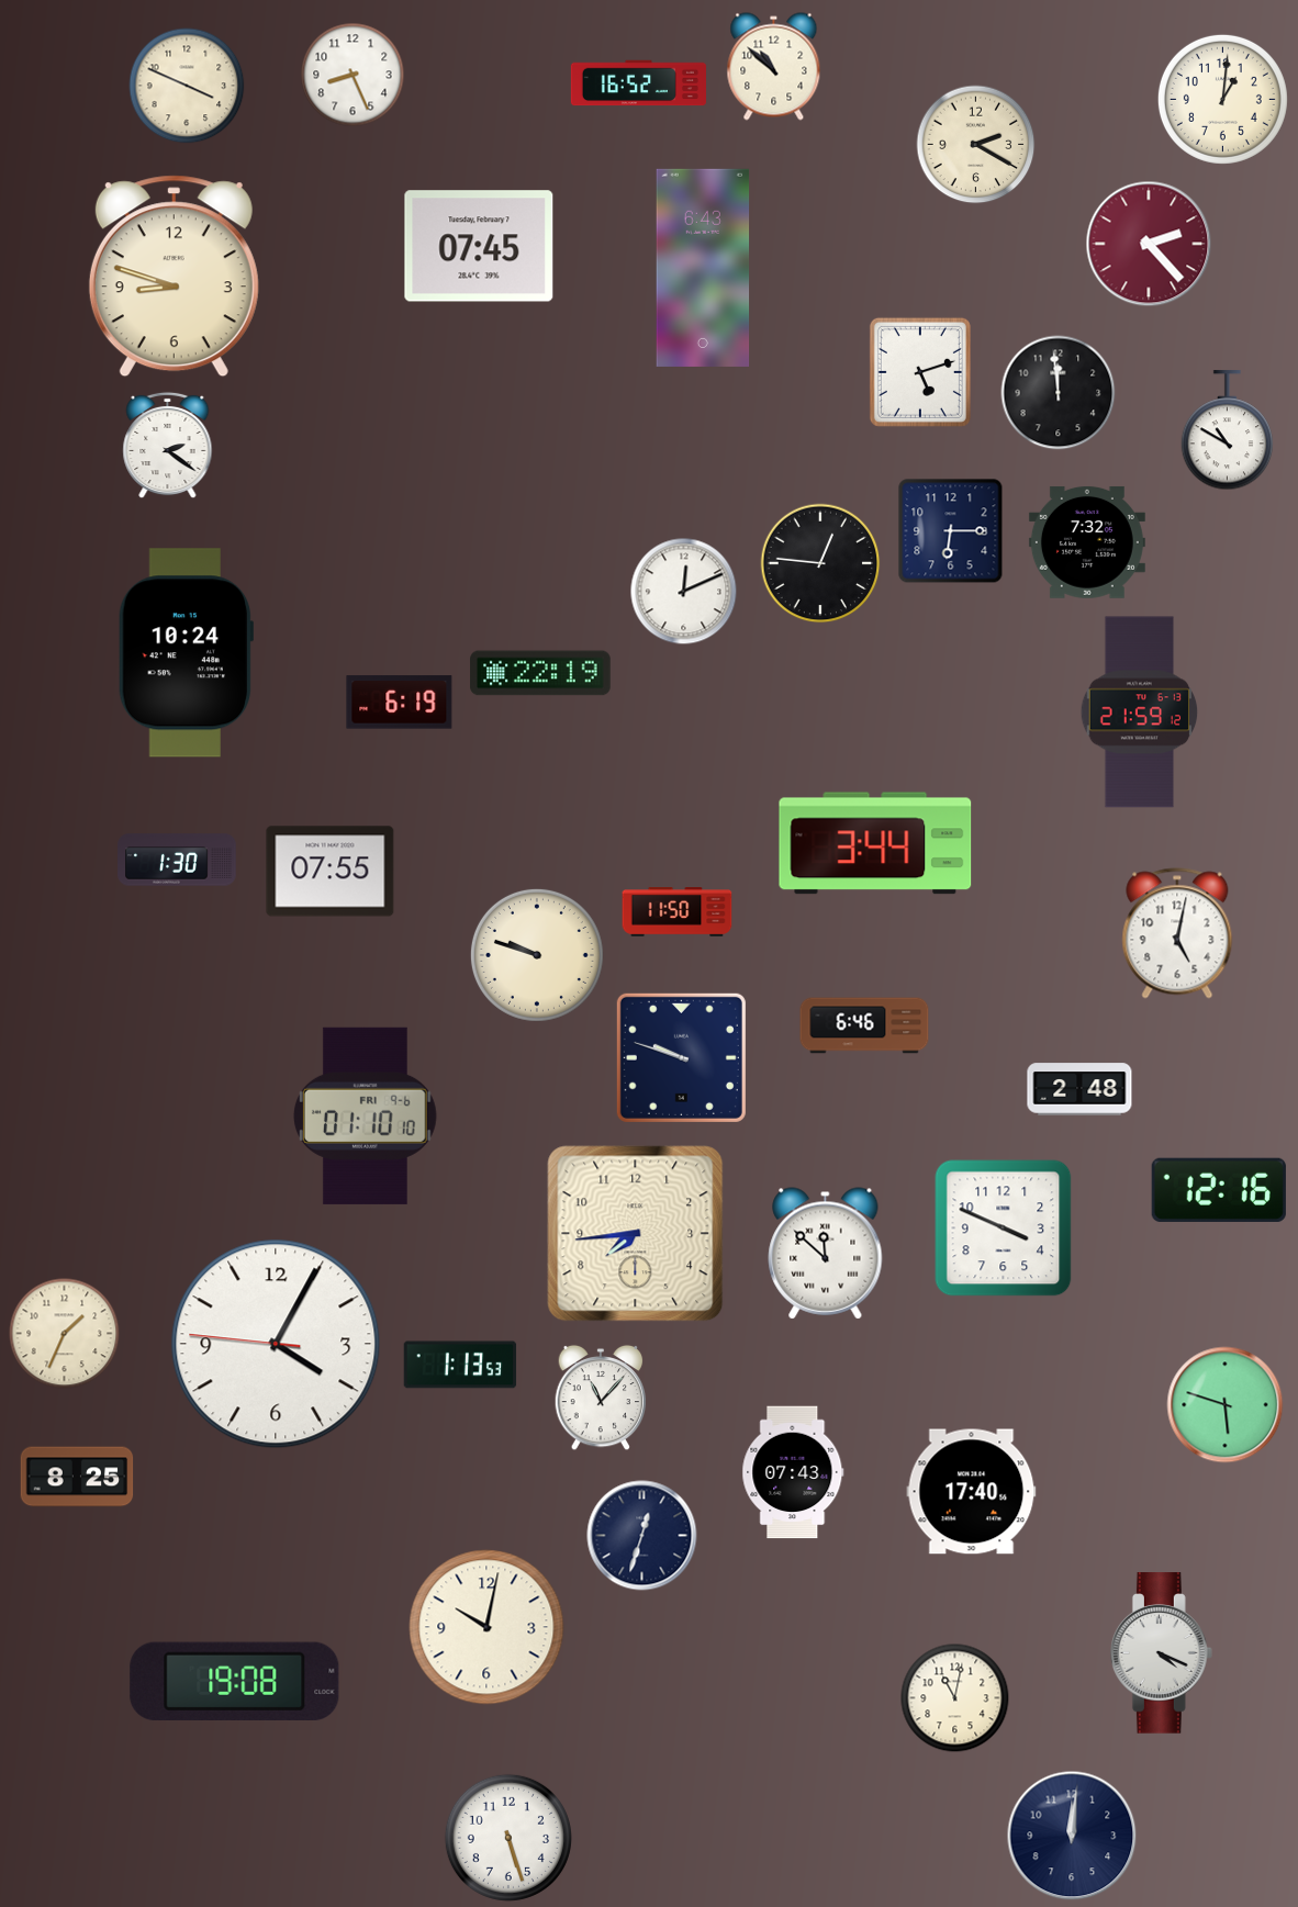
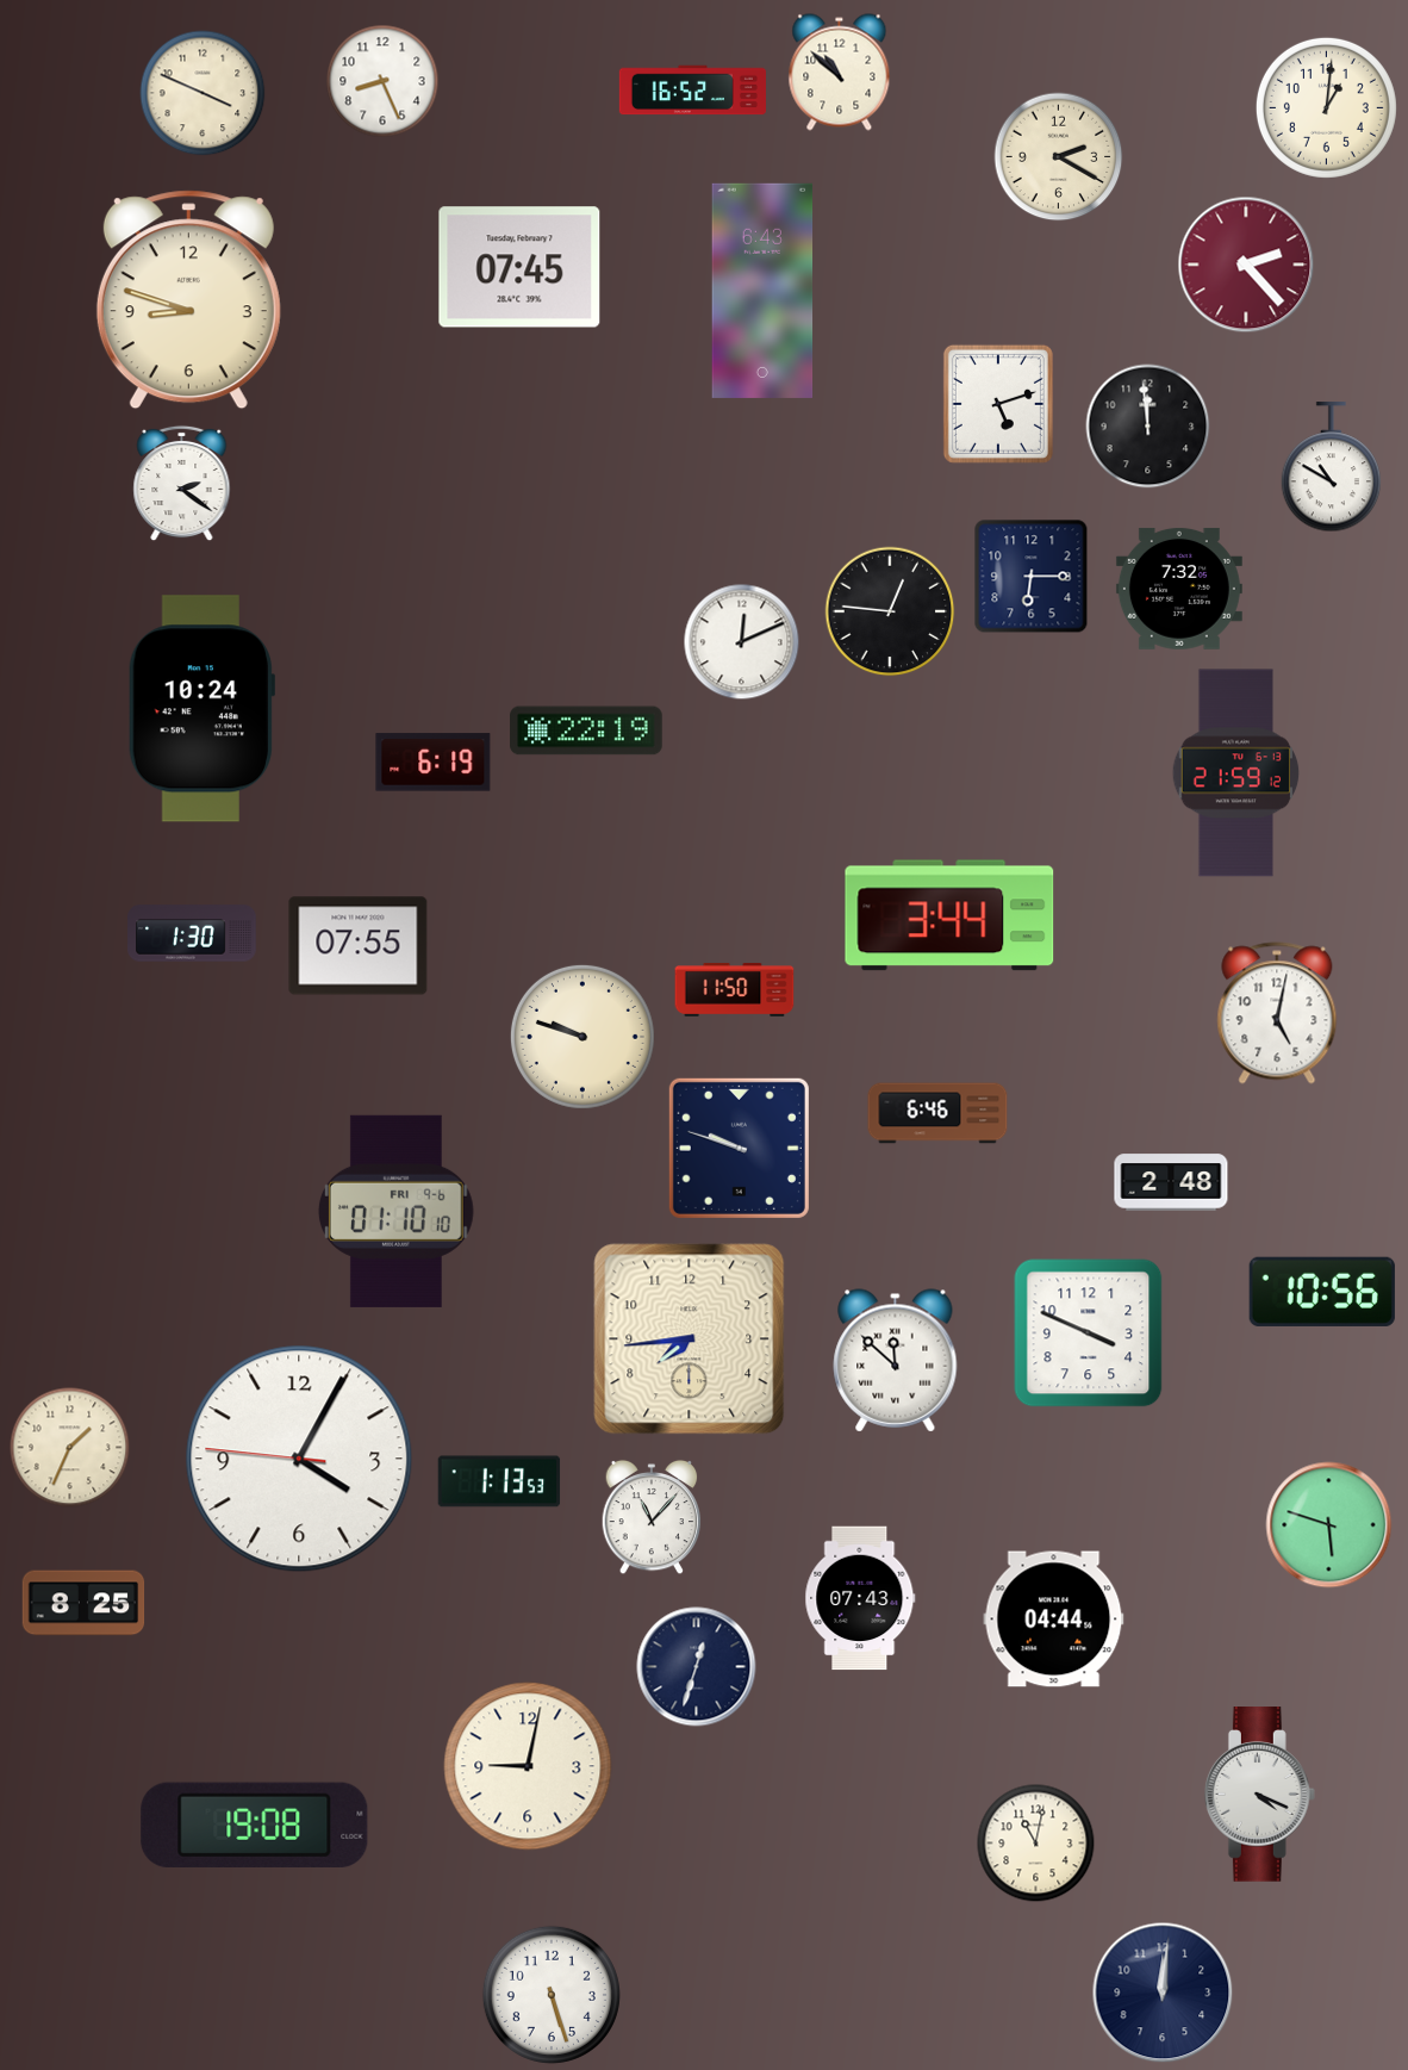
clock at (1219, 1190): 12:16 -> 10:56
clock at (972, 1492): 17:40 -> 04:44
clock at (486, 1627): 10:02 -> 9:02
